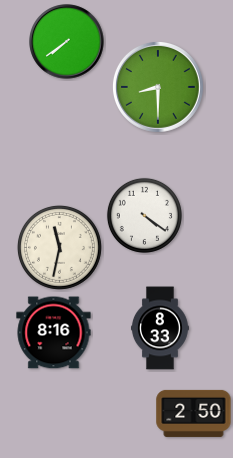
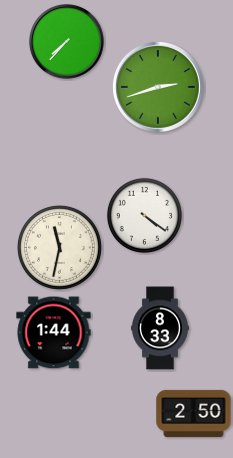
clock at (67, 42): 7:39 -> 7:37
clock at (158, 87): 8:30 -> 2:42
clock at (54, 333): 8:16 -> 1:44
